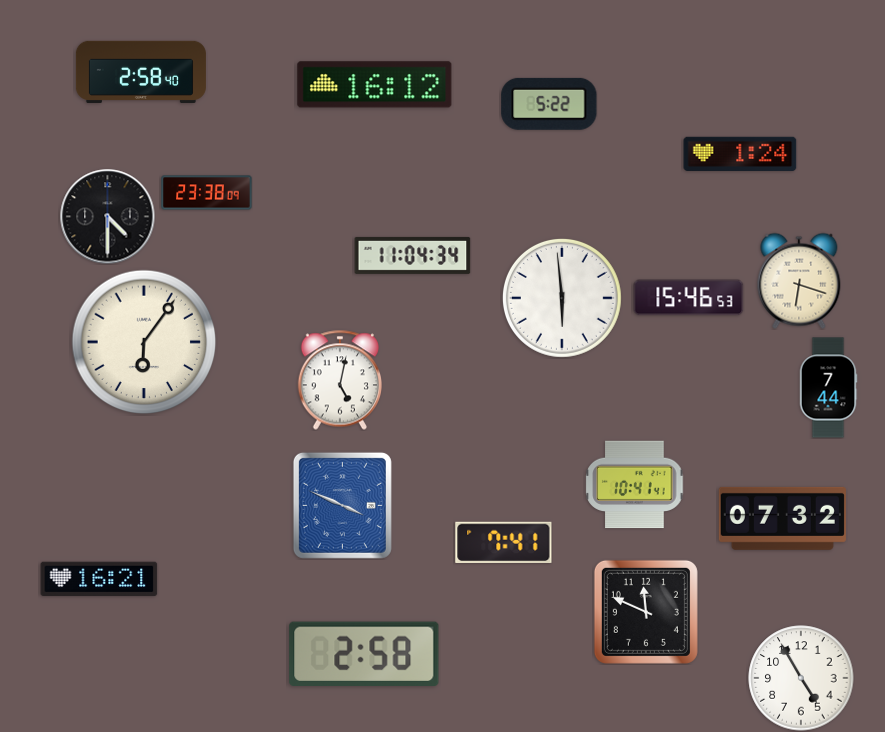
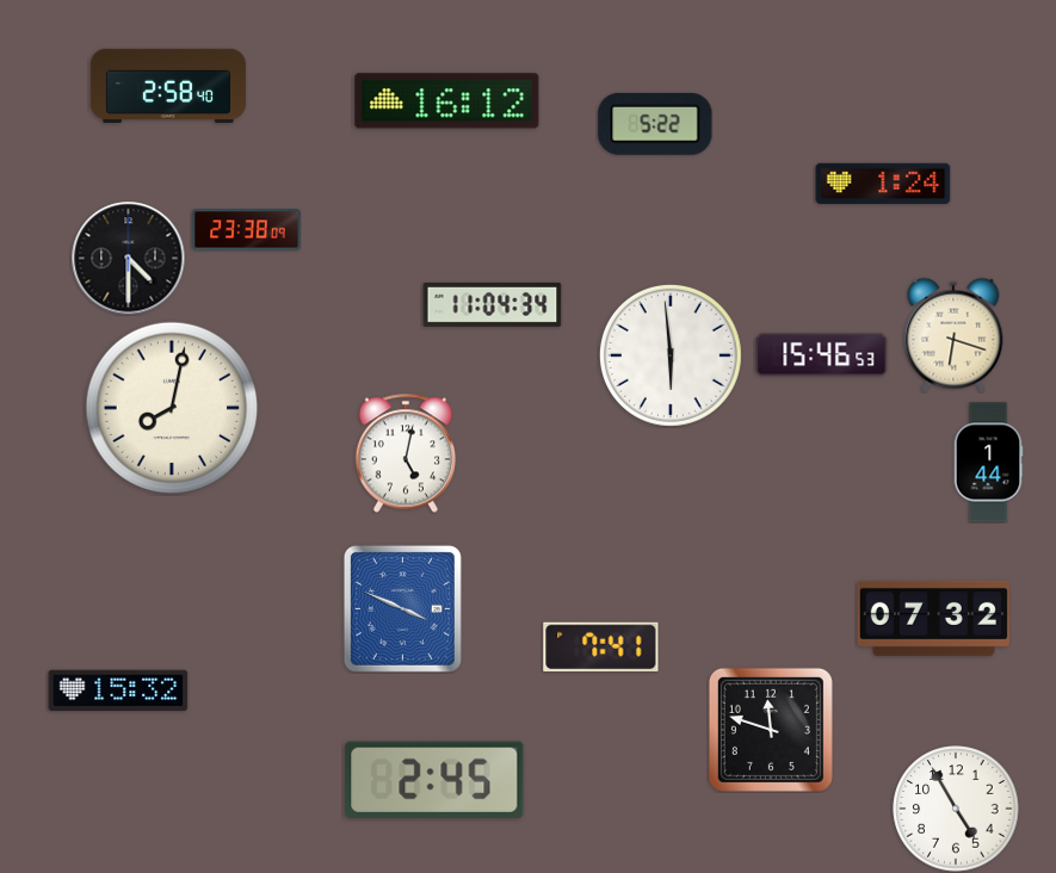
clock at (144, 342): 6:06 -> 8:02
clock at (828, 388): 7:44 -> 1:44
clock at (635, 485): 10:41 -> none
clock at (342, 505) position: (342, 505) -> (402, 608)
clock at (99, 579): 16:21 -> 15:32
clock at (646, 612): 11:49 -> 11:48
clock at (364, 653): 2:58 -> 2:45
